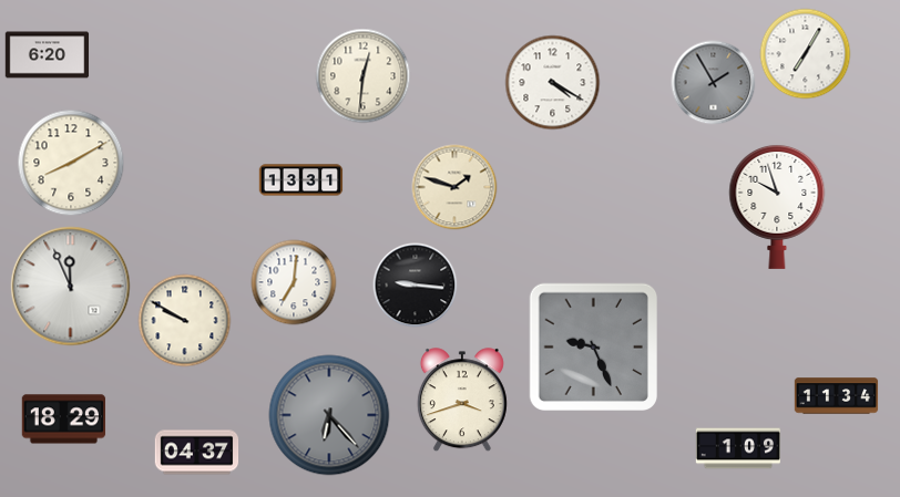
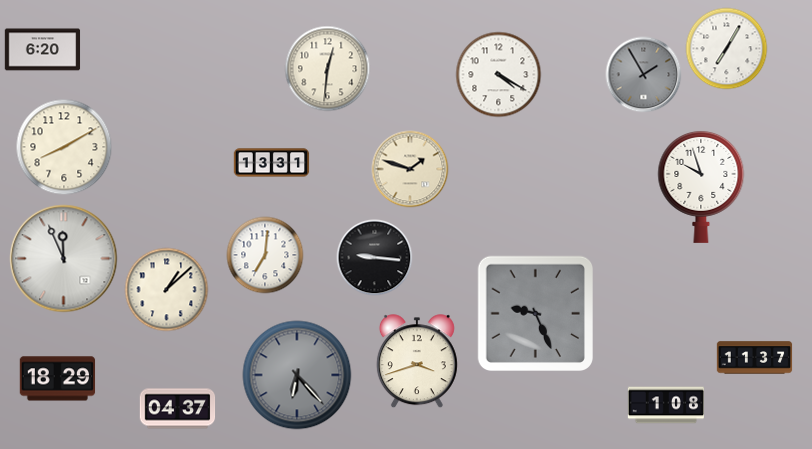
clock at (185, 321): 9:50 -> 1:08
clock at (837, 396): 11:34 -> 11:37
clock at (737, 448): 1:09 -> 1:08
